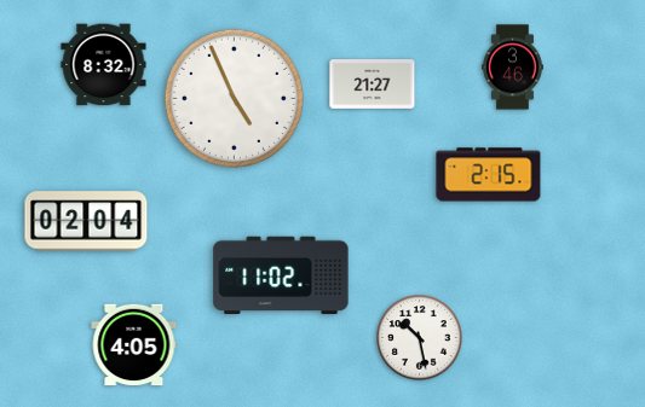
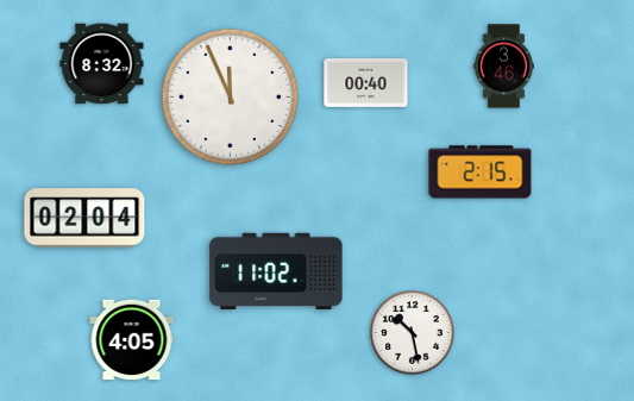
clock at (373, 85): 21:27 -> 00:40
clock at (234, 98): 4:56 -> 11:56
